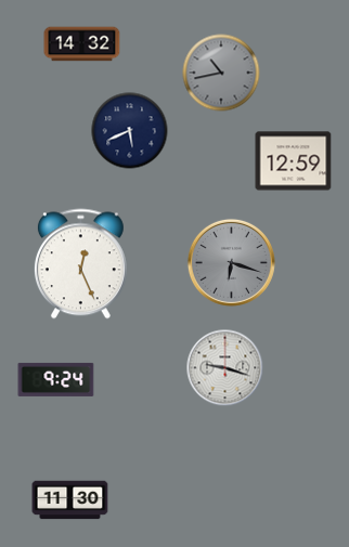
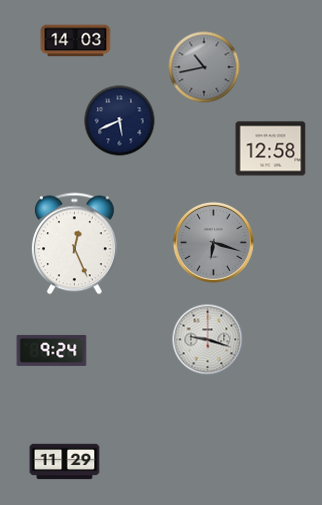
clock at (82, 44): 14:32 -> 14:03
clock at (294, 161): 12:59 -> 12:58
clock at (70, 500): 11:30 -> 11:29
